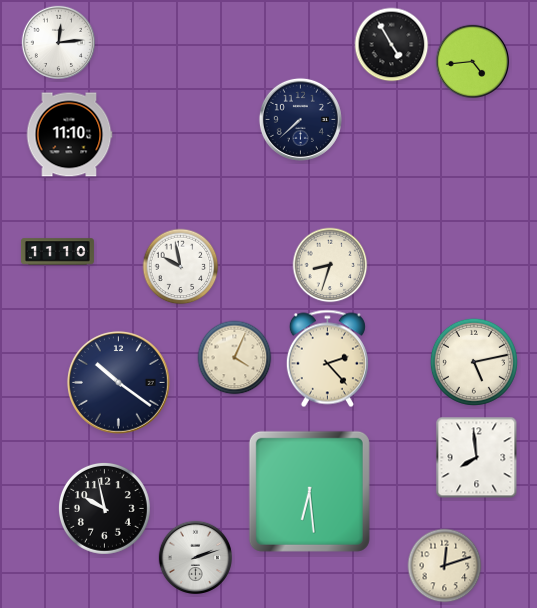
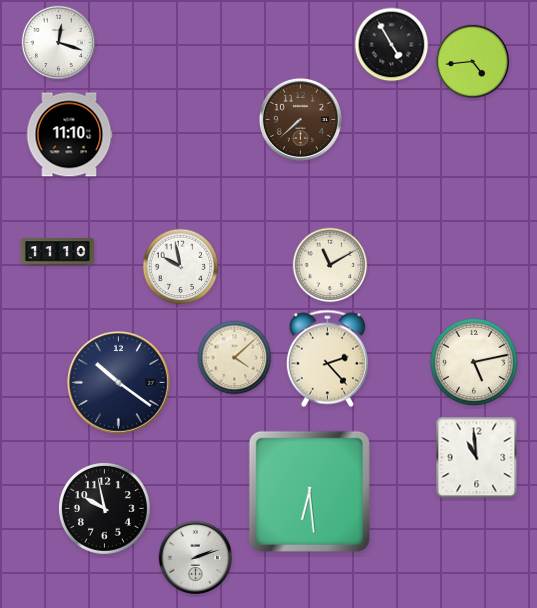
clock at (58, 42): 12:14 -> 12:18
clock at (300, 119) dial: navy -> brown
clock at (330, 265): 8:33 -> 11:10
clock at (235, 358): 4:04 -> 4:08
clock at (477, 458): 7:59 -> 10:59
clock at (445, 566): 12:12 -> none
